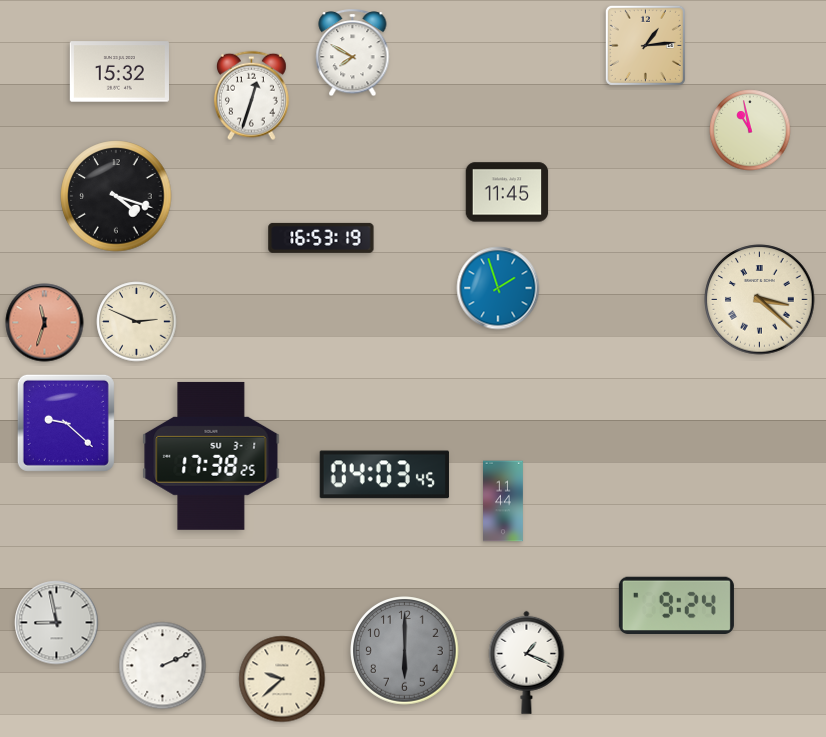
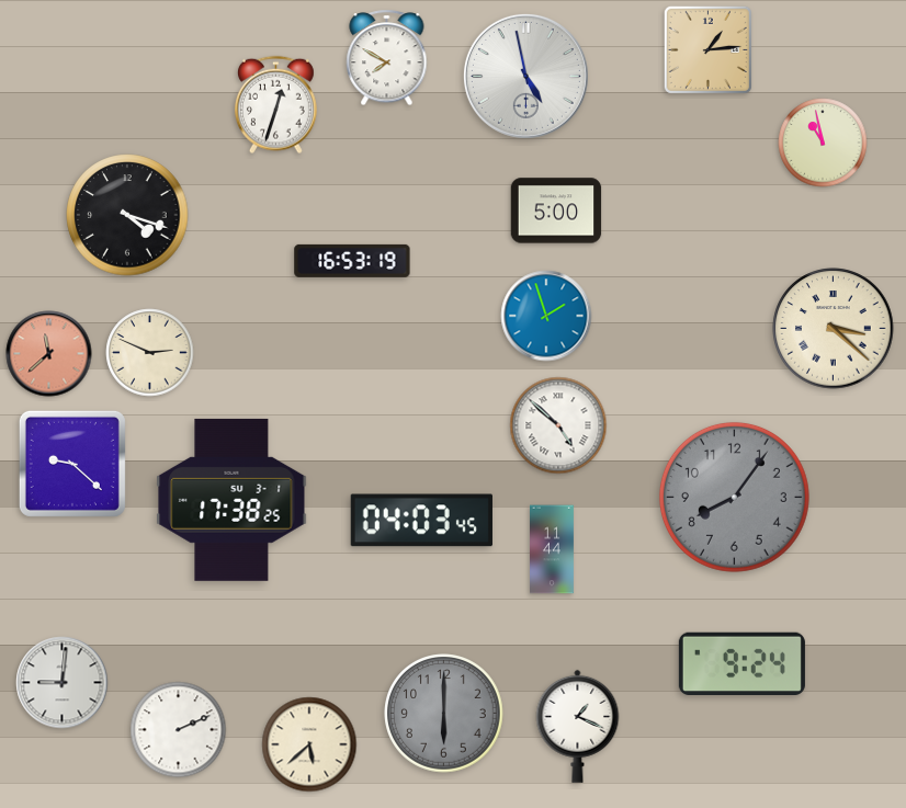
clock at (525, 76): none -> 4:58
clock at (119, 72): 15:32 -> none
clock at (507, 192): 11:45 -> 5:00
clock at (45, 323): 11:33 -> 11:38
clock at (558, 425): none -> 4:52
clock at (734, 497): none -> 8:06
clock at (57, 623): 8:58 -> 9:01
clock at (282, 679): 9:38 -> 5:38
